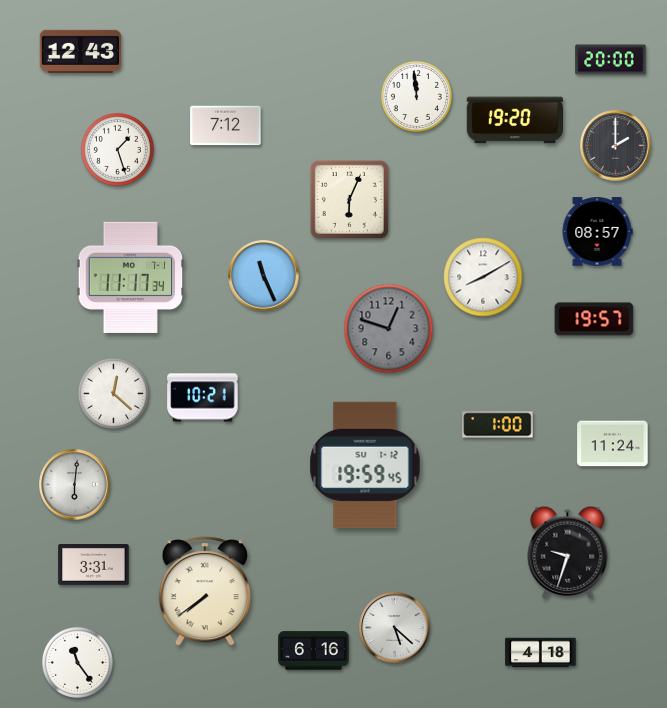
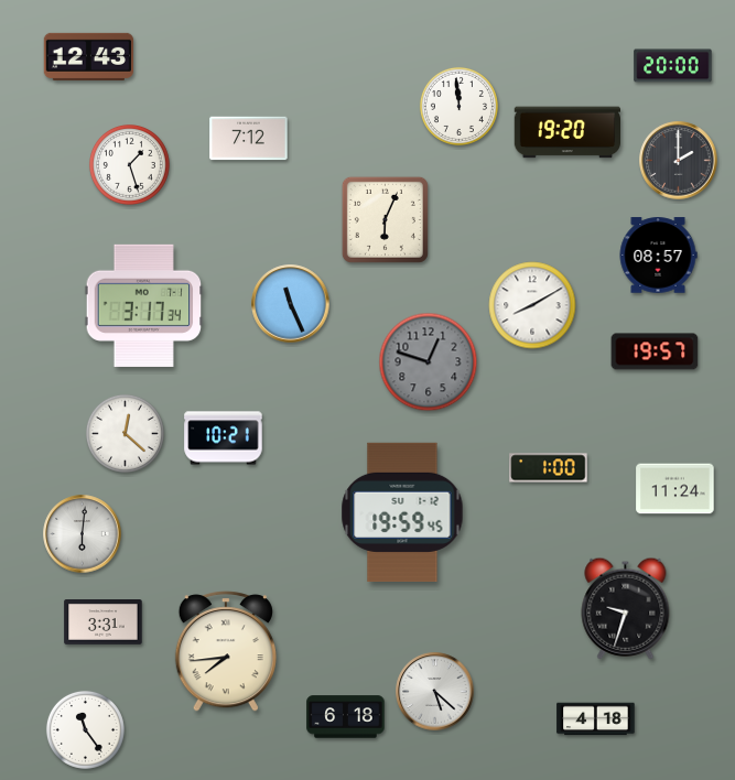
clock at (131, 277): 11:17 -> 3:17
clock at (205, 591): 7:39 -> 7:44
clock at (314, 651): 6:16 -> 6:18
